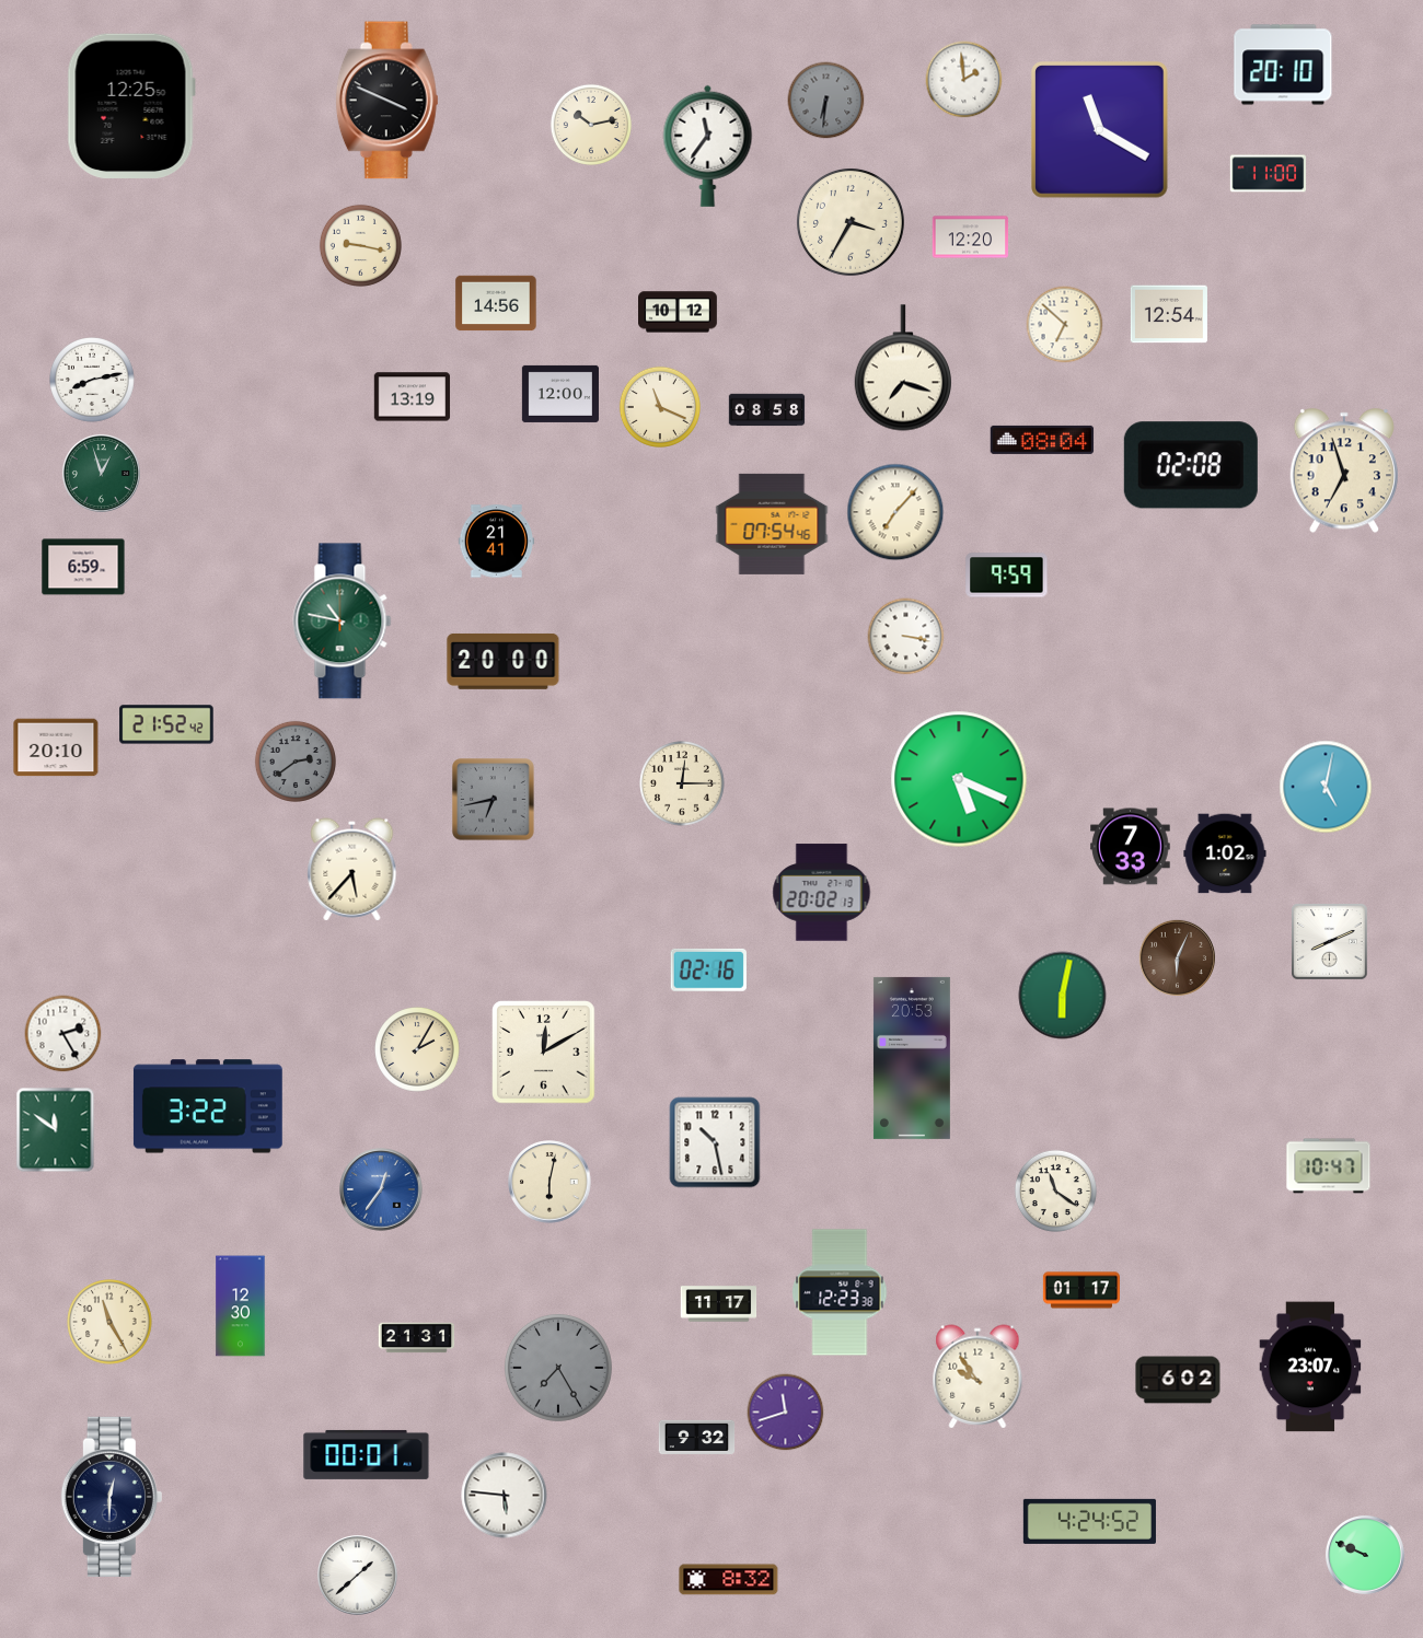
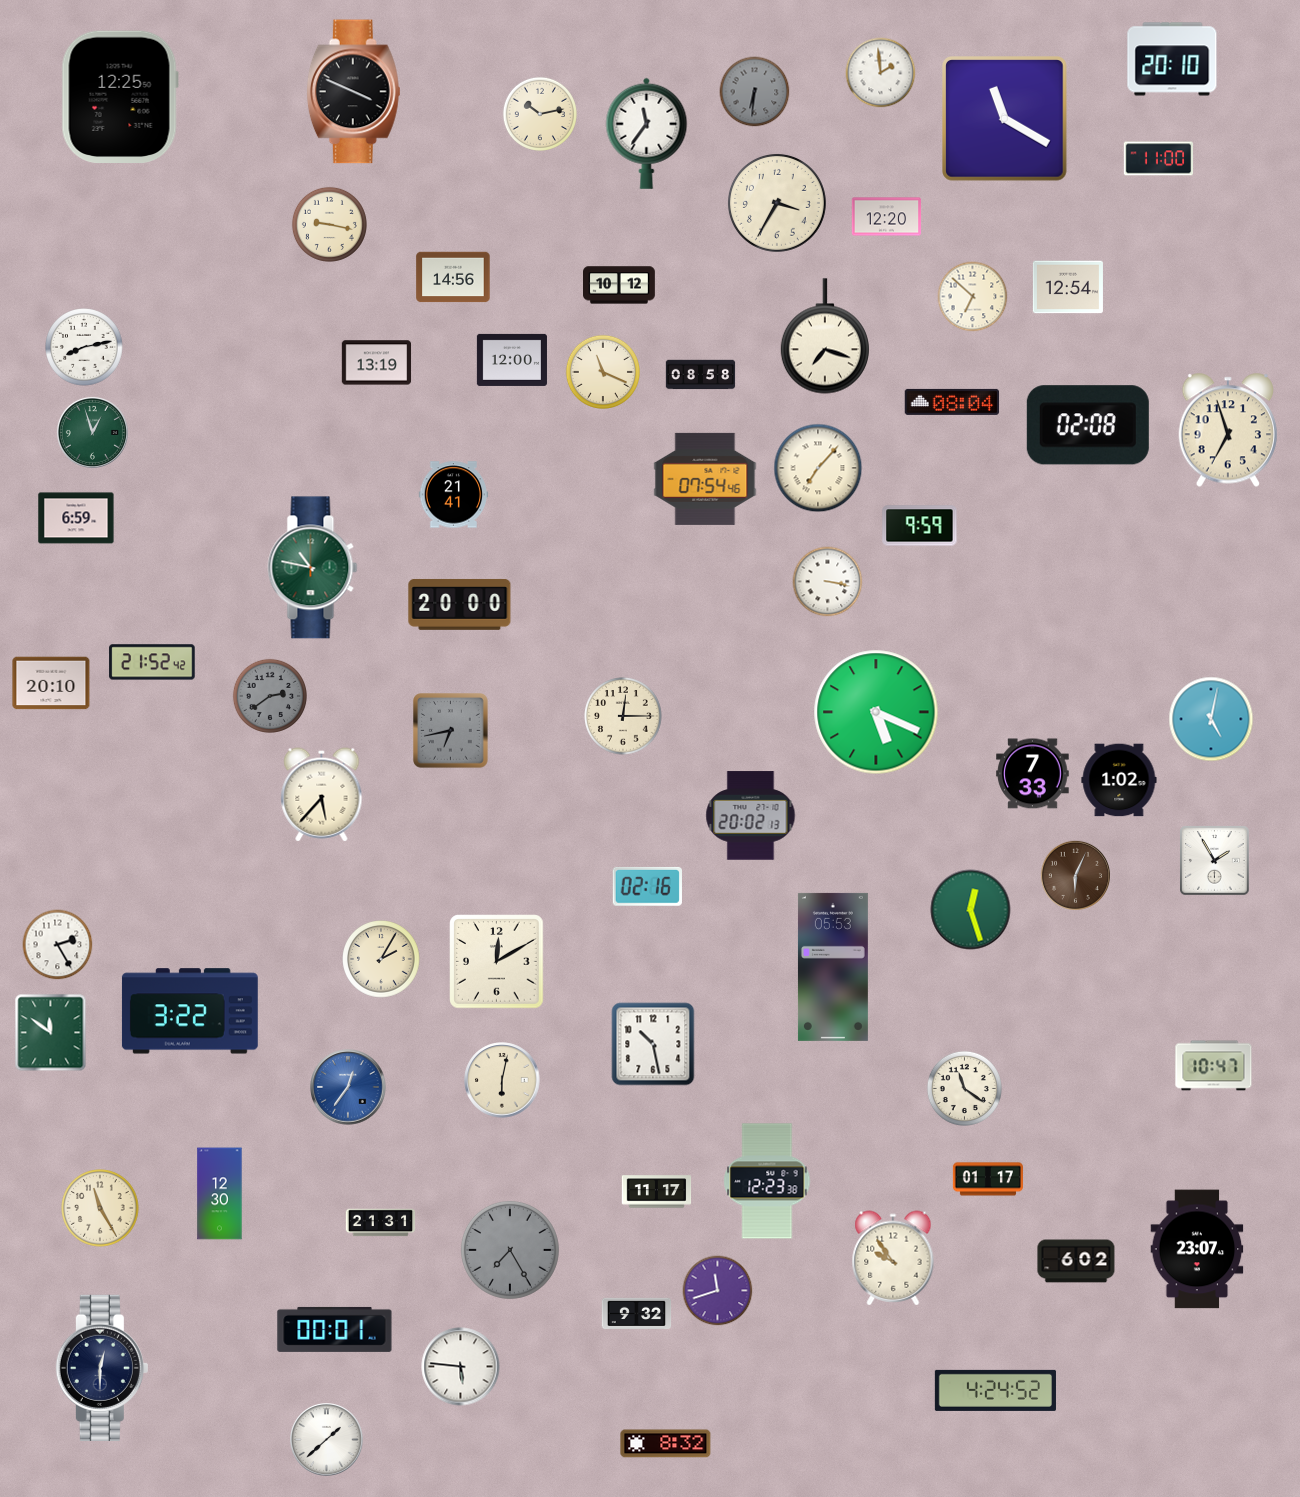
clock at (1330, 942): 8:11 -> 1:55
clock at (1063, 996): 6:02 -> 12:27
clock at (912, 1058): 20:53 -> 05:53
clock at (1365, 1555): 9:49 -> none
